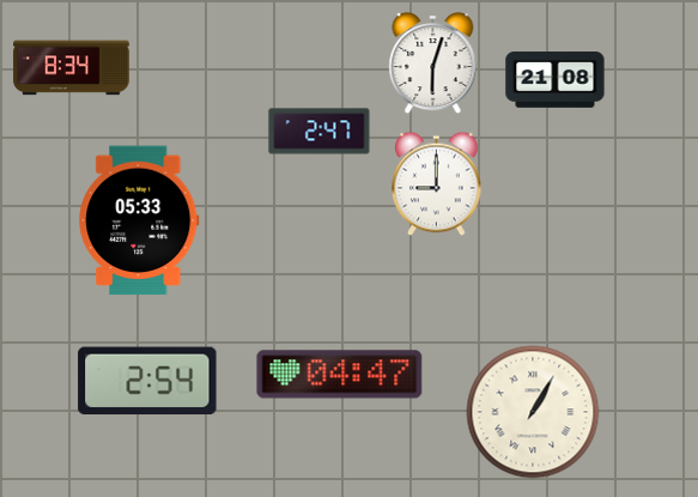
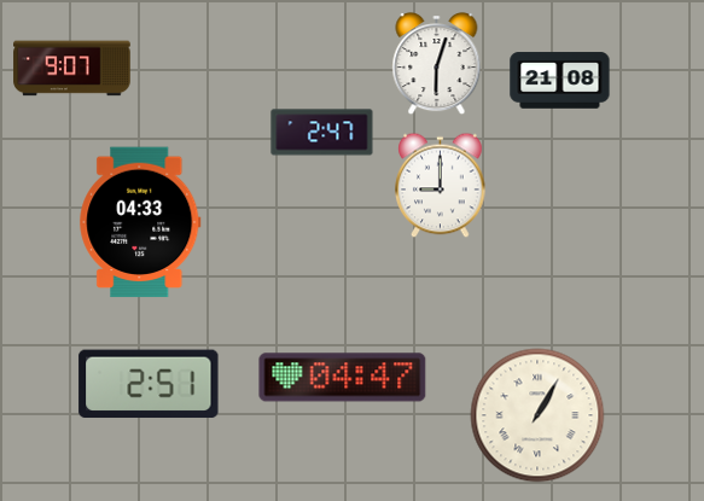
clock at (72, 68): 8:34 -> 9:07
clock at (139, 220): 05:33 -> 04:33
clock at (147, 381): 2:54 -> 2:51
